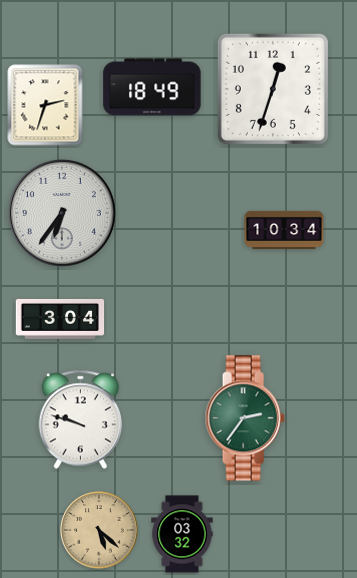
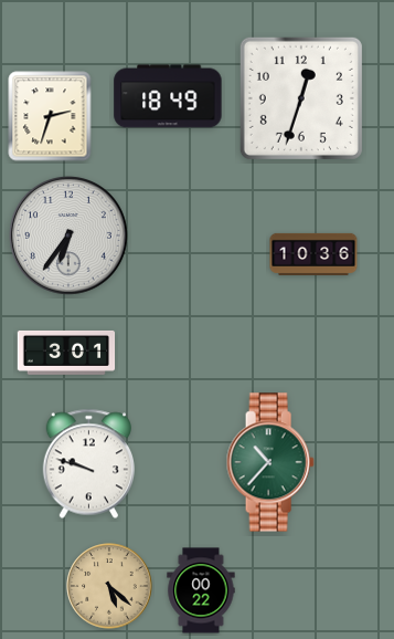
clock at (284, 230): 10:34 -> 10:36
clock at (60, 319): 3:04 -> 3:01
clock at (245, 418): 2:36 -> 10:37
clock at (182, 534): 03:32 -> 00:22
